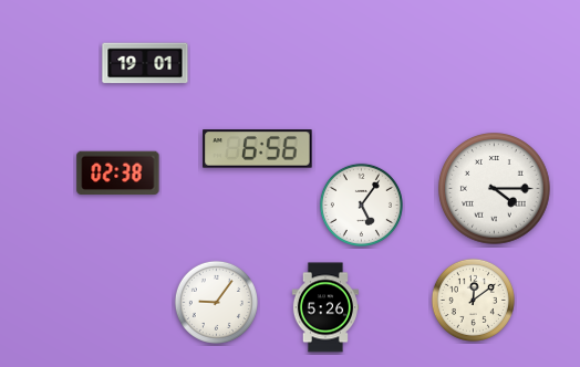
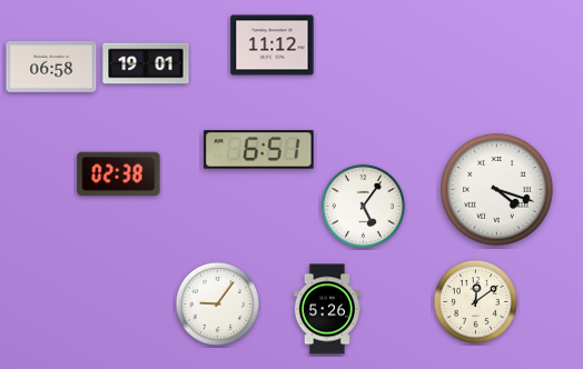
clock at (273, 46): none -> 11:12
clock at (51, 68): none -> 06:58
clock at (258, 149): 6:56 -> 6:51
clock at (495, 189): 4:15 -> 4:18
